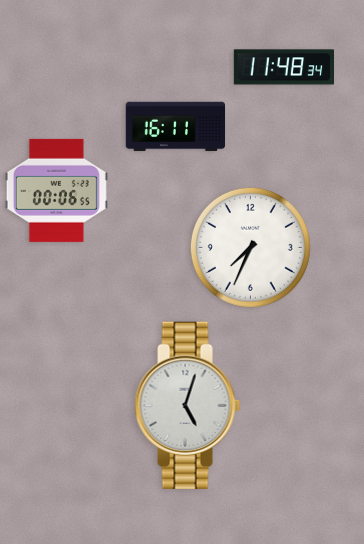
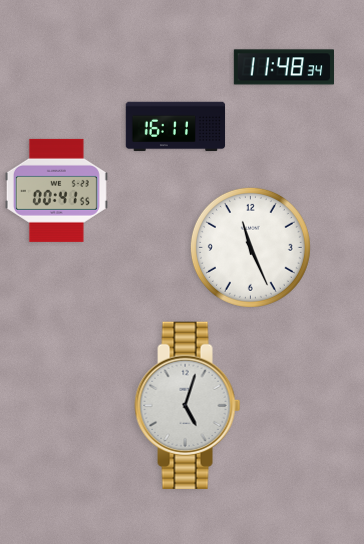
clock at (56, 190): 00:06 -> 00:41
clock at (250, 247): 7:34 -> 11:26
